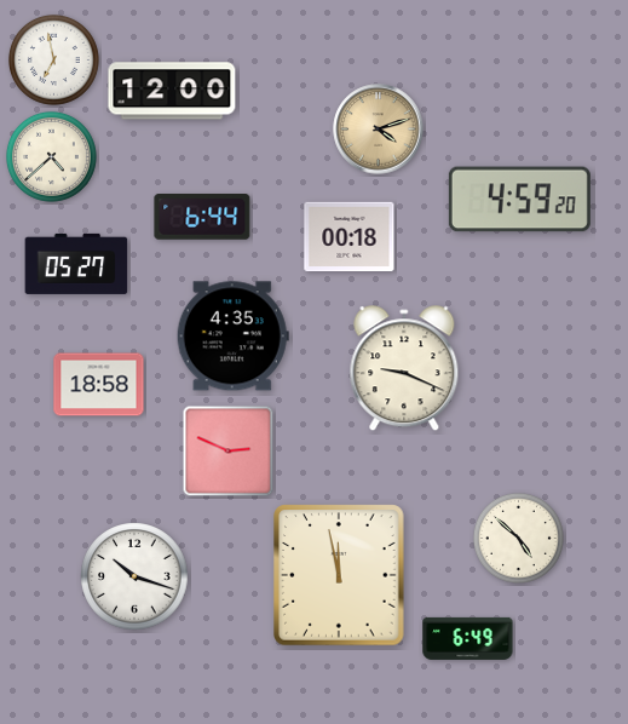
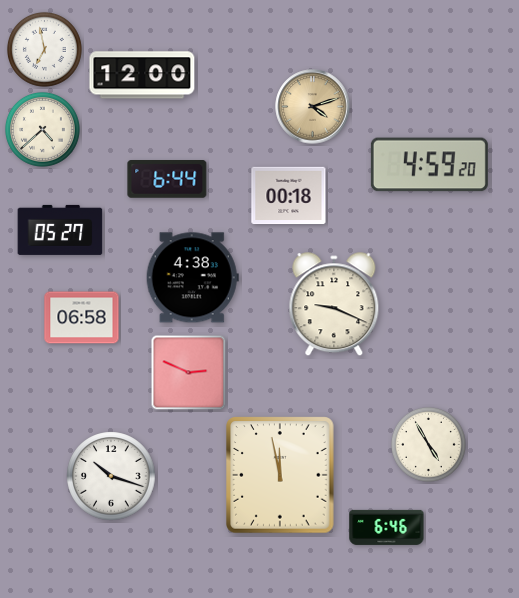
clock at (76, 264) position: (76, 264) -> (60, 230)
clock at (232, 337): 4:35 -> 4:38
clock at (99, 385): 18:58 -> 06:58
clock at (518, 538): 4:52 -> 4:55
clock at (468, 638): 6:49 -> 6:46
